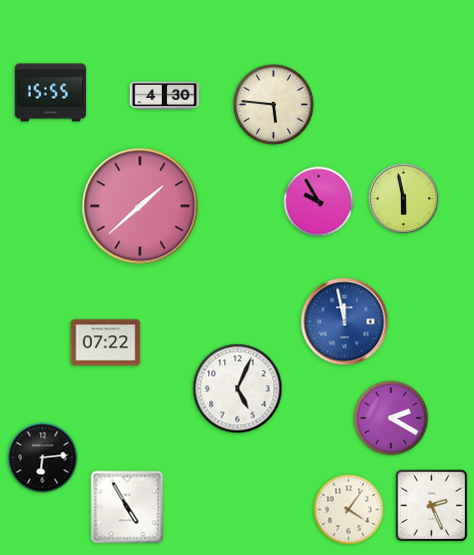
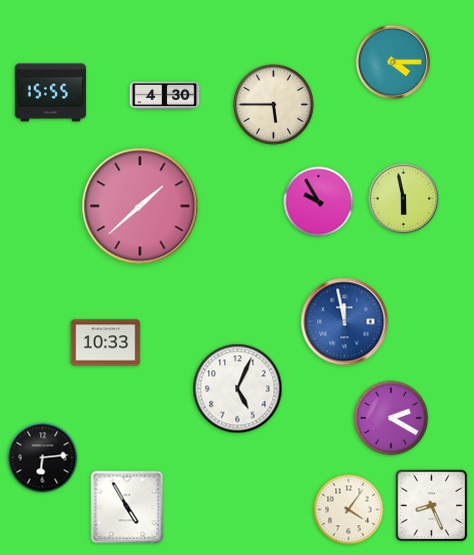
clock at (393, 62): none -> 4:15
clock at (273, 104): 5:46 -> 5:45
clock at (106, 343): 07:22 -> 10:33
clock at (432, 506): 2:26 -> 8:26
